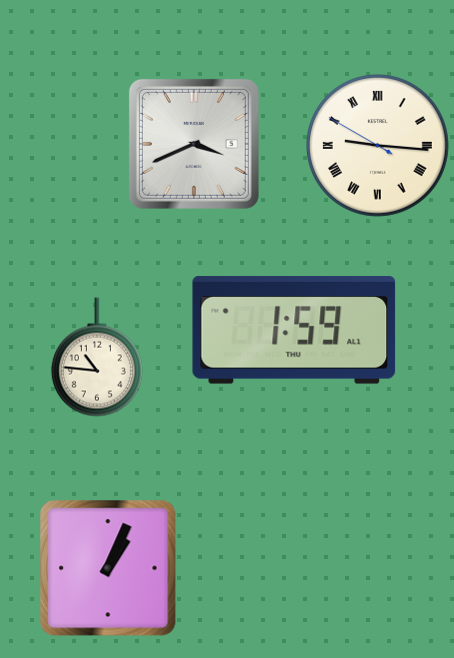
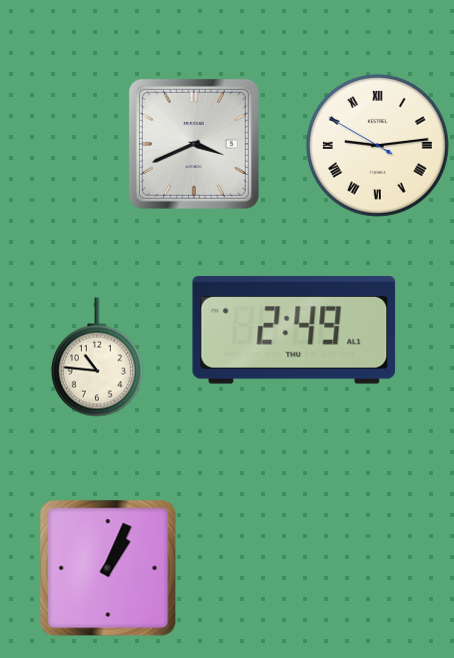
clock at (377, 145): 9:15 -> 9:13
clock at (294, 330): 1:59 -> 2:49
